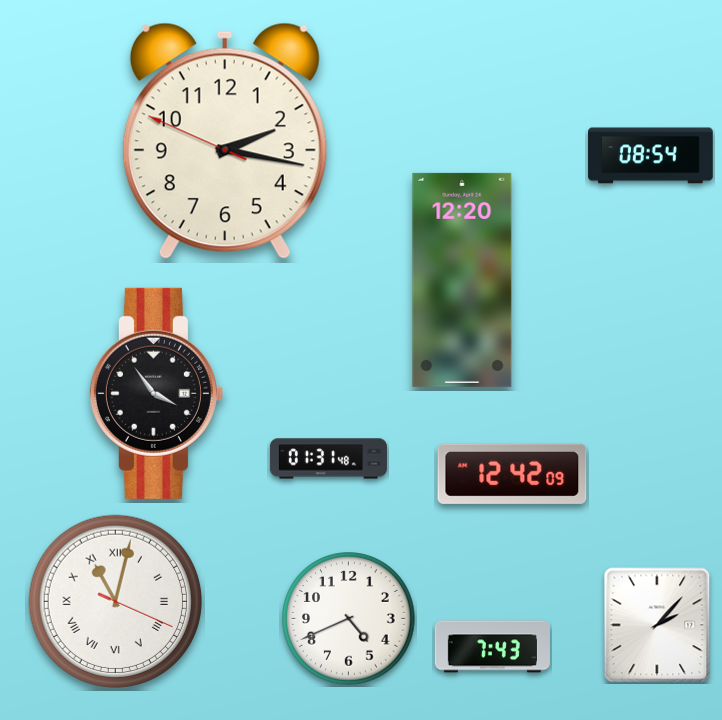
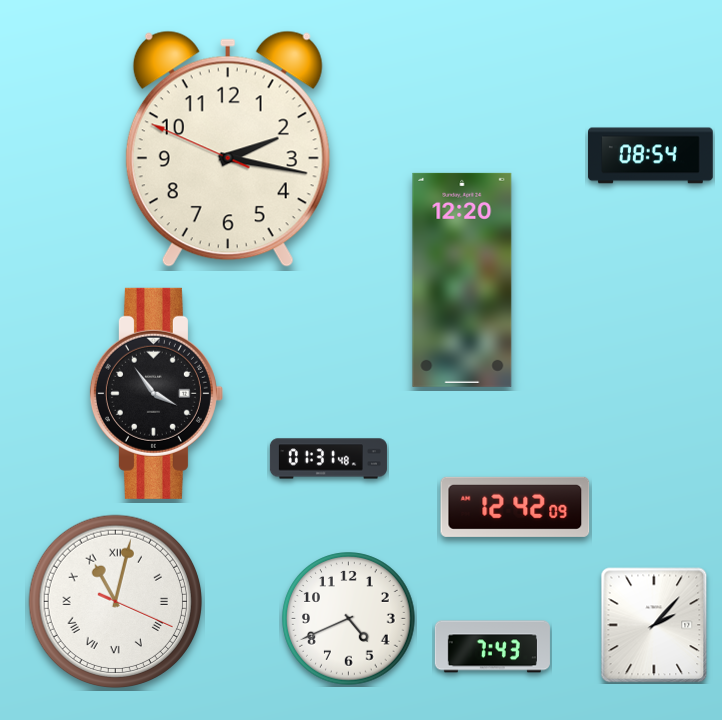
clock at (225, 141) position: (225, 141) -> (228, 149)
clock at (512, 474) position: (512, 474) -> (515, 507)
clock at (657, 625) position: (657, 625) -> (654, 625)
